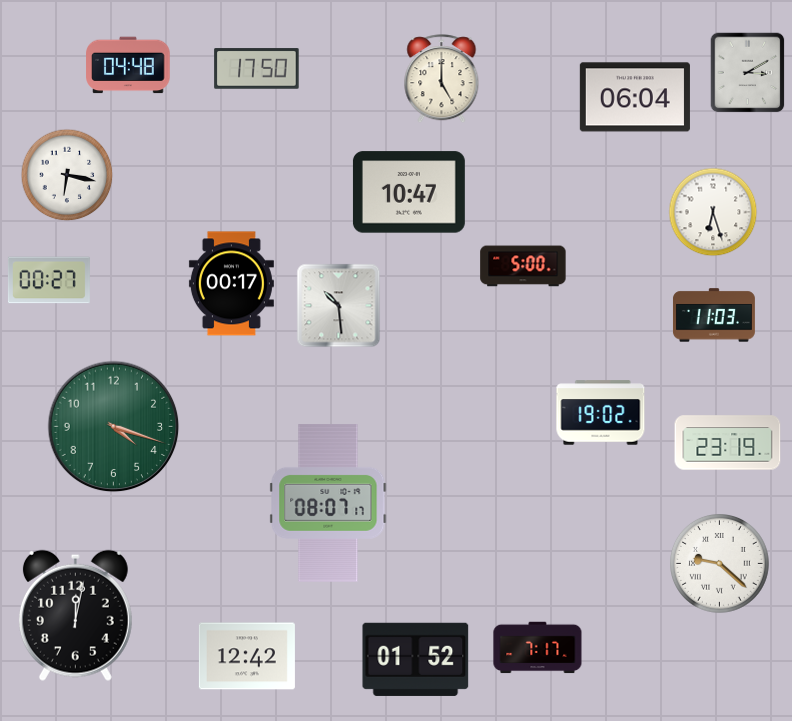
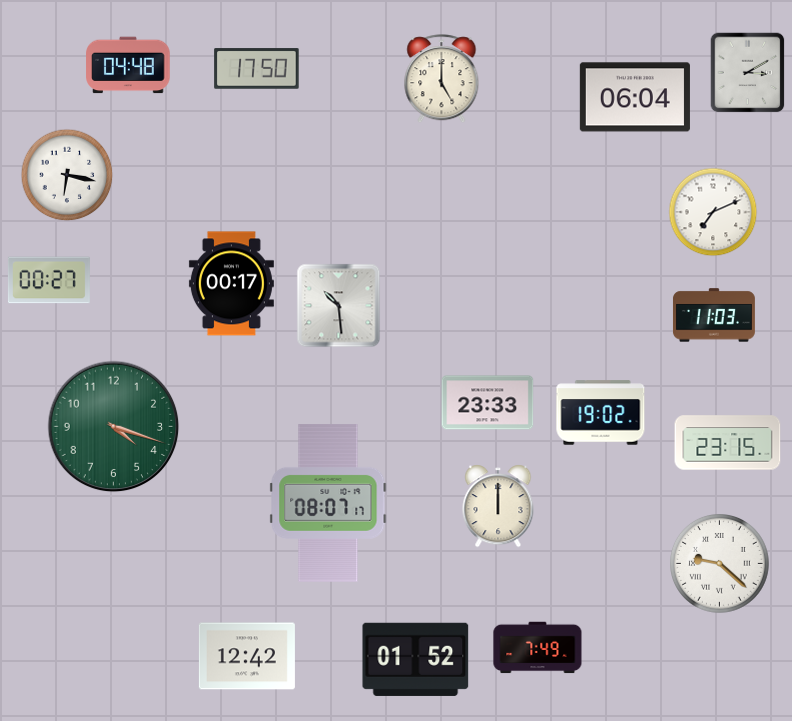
clock at (409, 192): 10:47 -> none
clock at (713, 212): 6:27 -> 7:11
clock at (523, 266): 5:00 -> none
clock at (488, 403): none -> 23:33
clock at (728, 443): 23:19 -> 23:15
clock at (498, 506): none -> 12:00
clock at (75, 615): 12:02 -> none
clock at (538, 648): 7:17 -> 7:49
